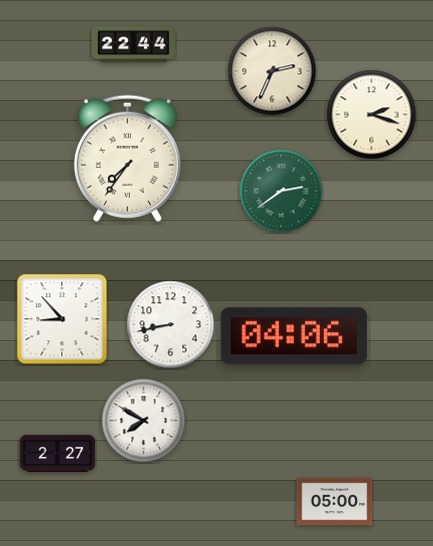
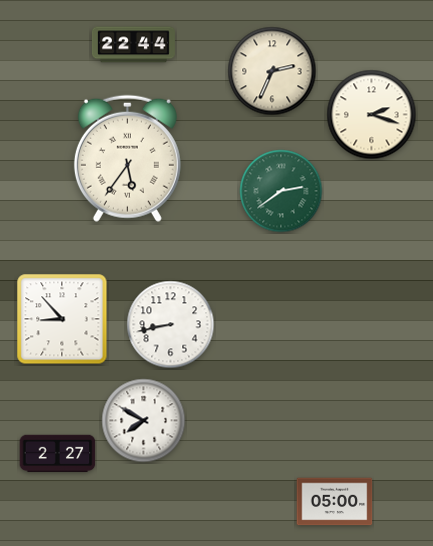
clock at (127, 158): 7:36 -> 5:36
clock at (294, 336): 04:06 -> none
